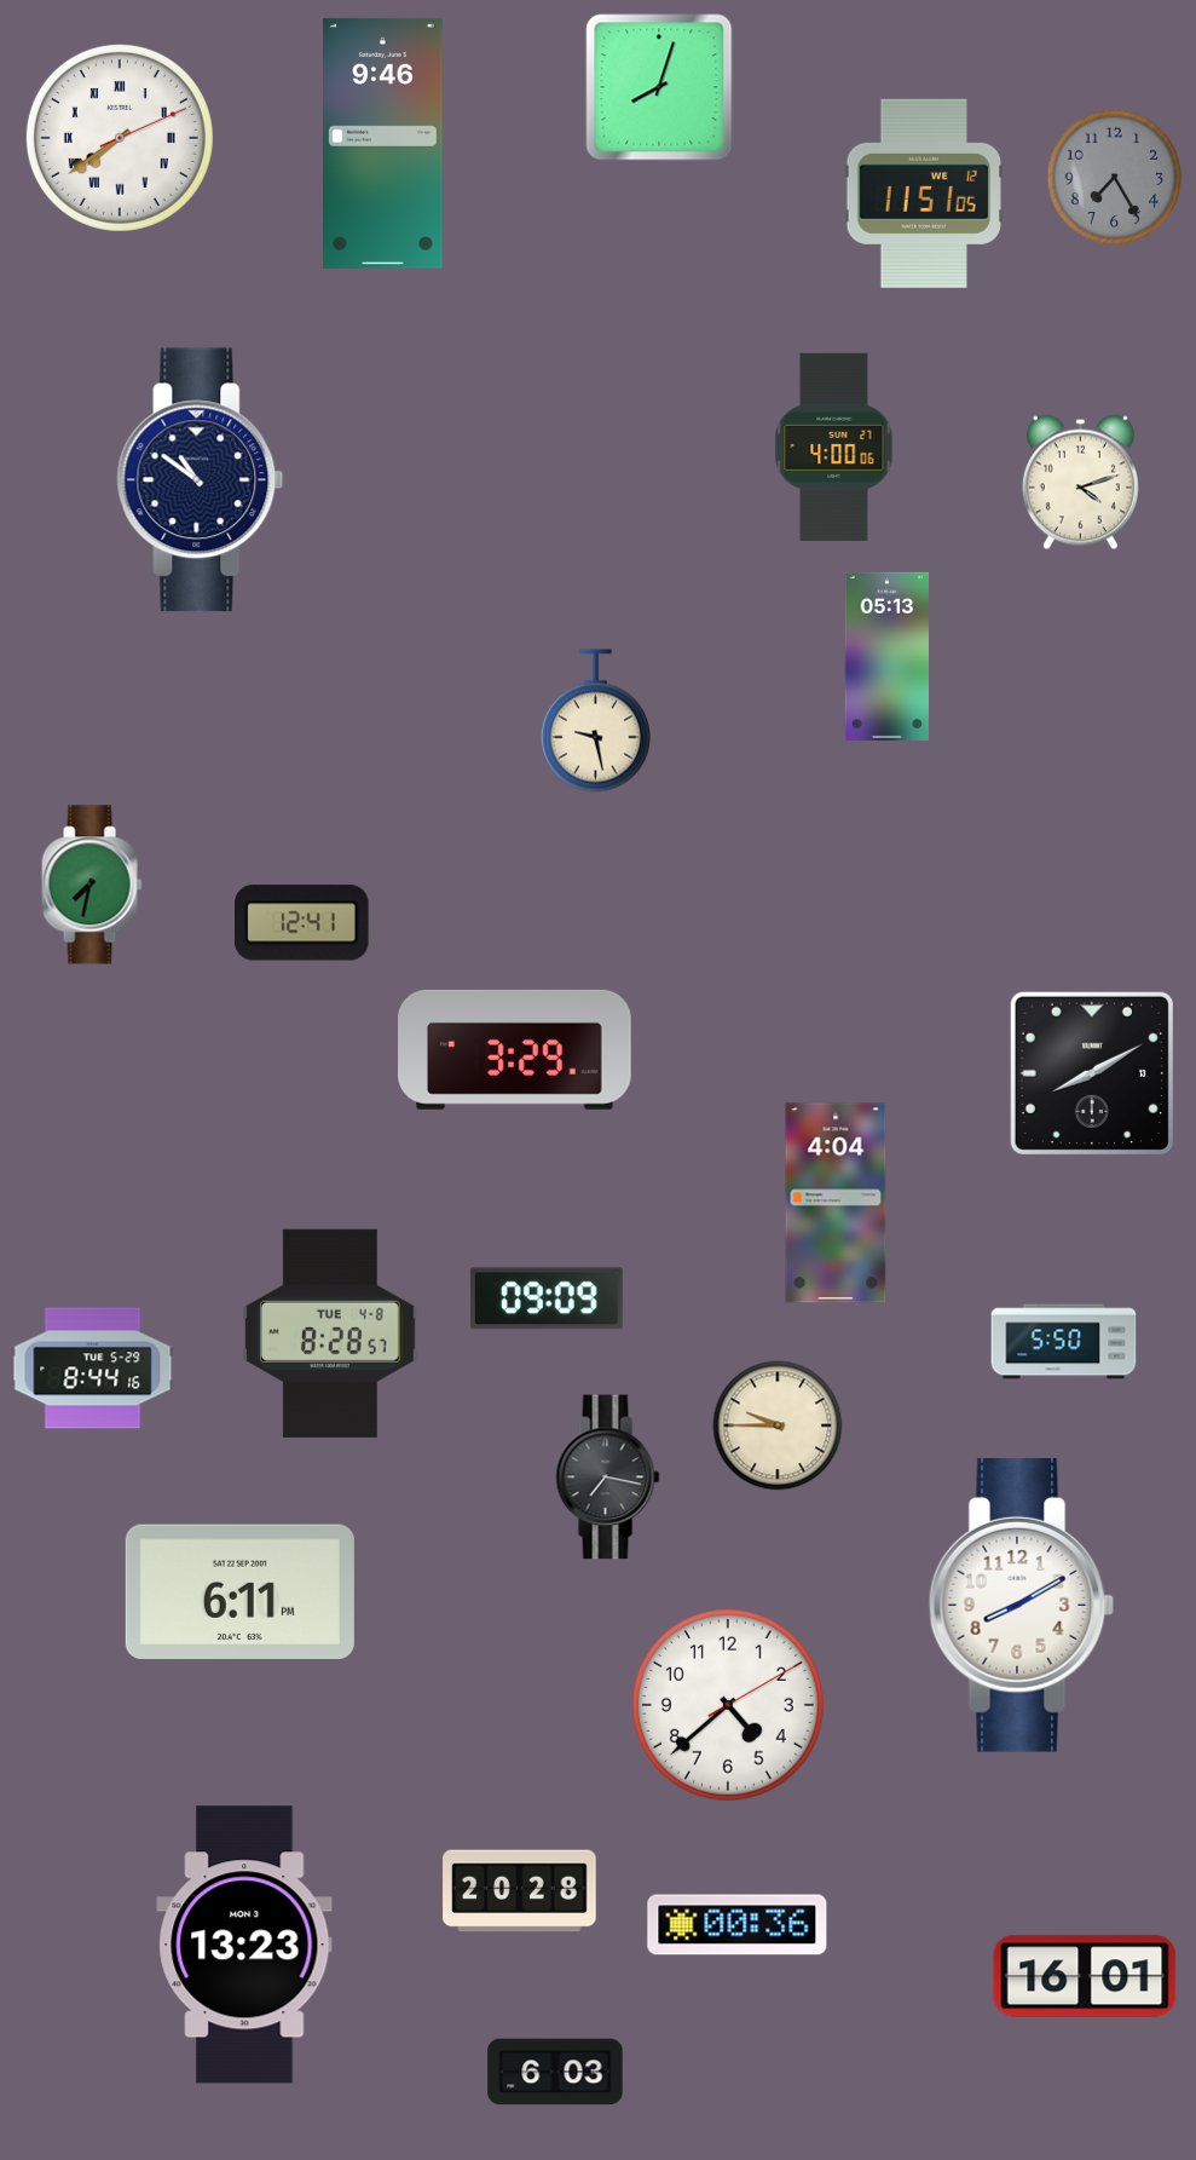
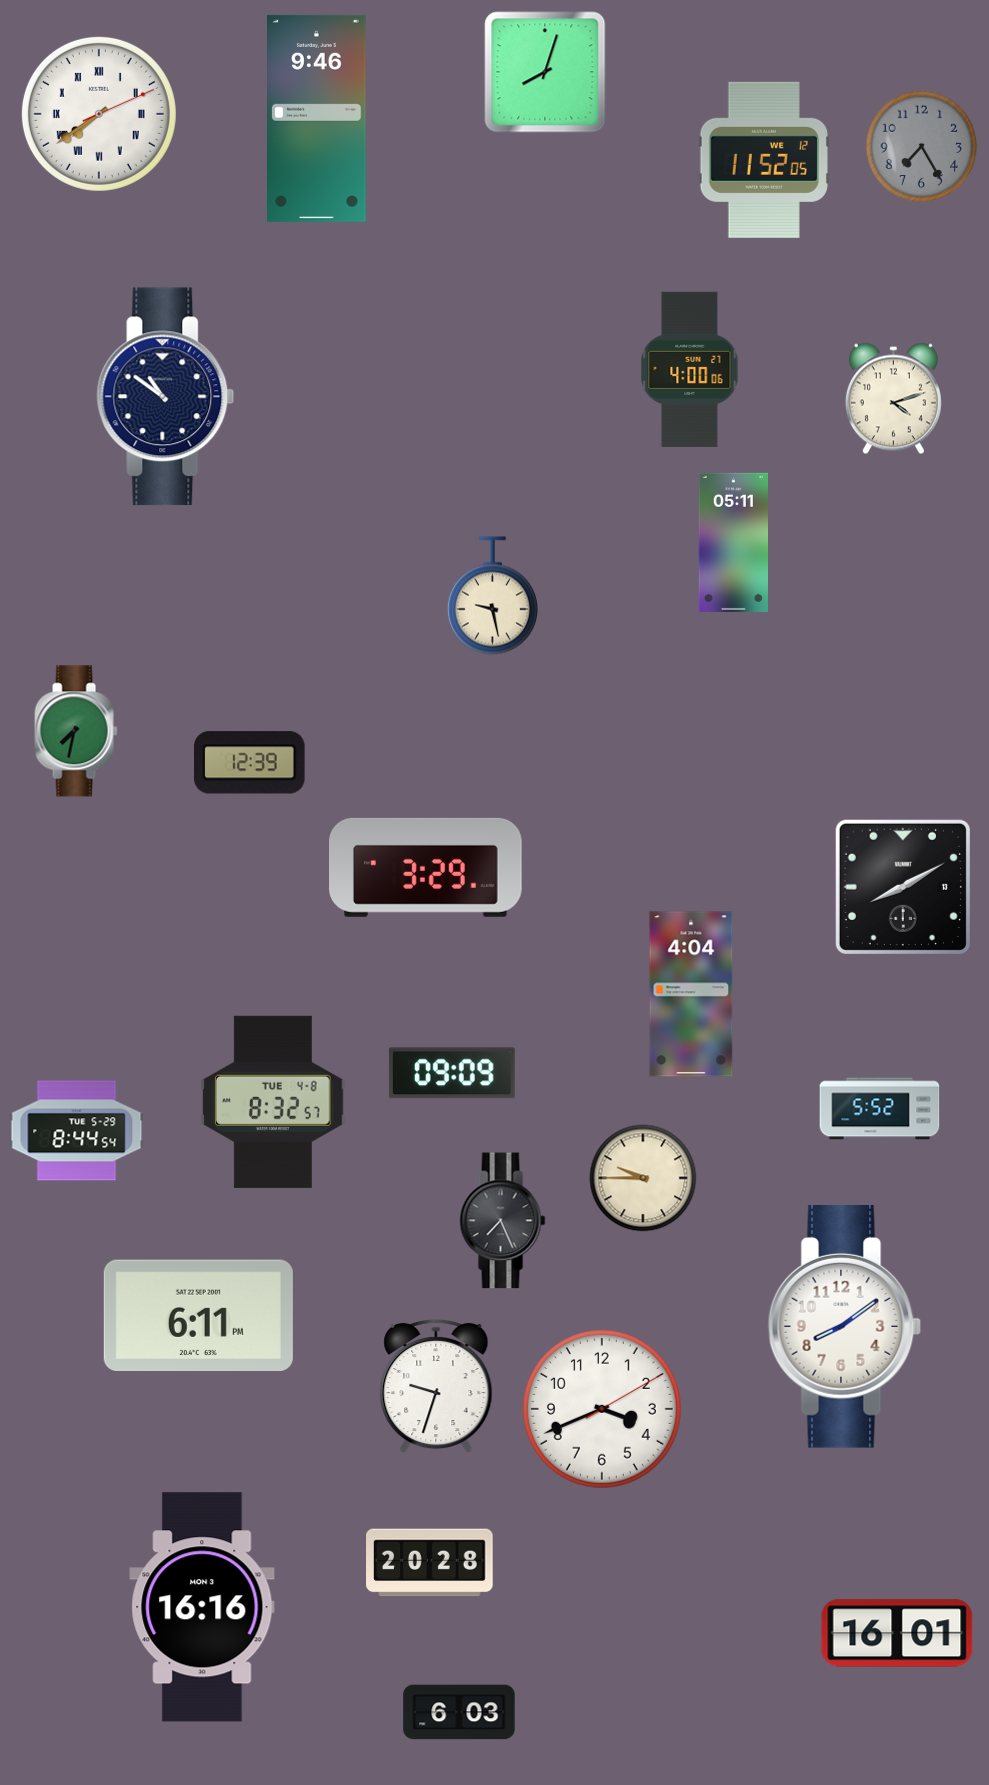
clock at (924, 194): 11:51 -> 11:52
clock at (886, 656): 05:13 -> 05:11
clock at (302, 923): 12:41 -> 12:39
clock at (330, 1334): 8:28 -> 8:32
clock at (1064, 1342): 5:50 -> 5:52
clock at (93, 1369): 8:44:16 -> 8:44:54
clock at (608, 1478): 7:17 -> 7:26
clock at (1022, 1605): 8:10 -> 8:09
clock at (436, 1386): none -> 9:33
clock at (728, 1705): 4:38 -> 3:41
clock at (738, 1925): 00:36 -> none
clock at (244, 1945): 13:23 -> 16:16
